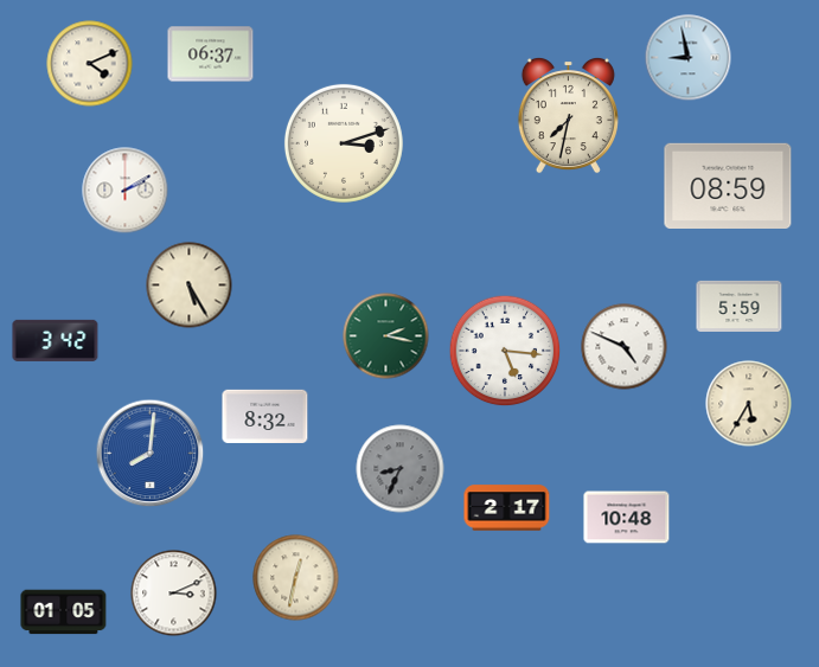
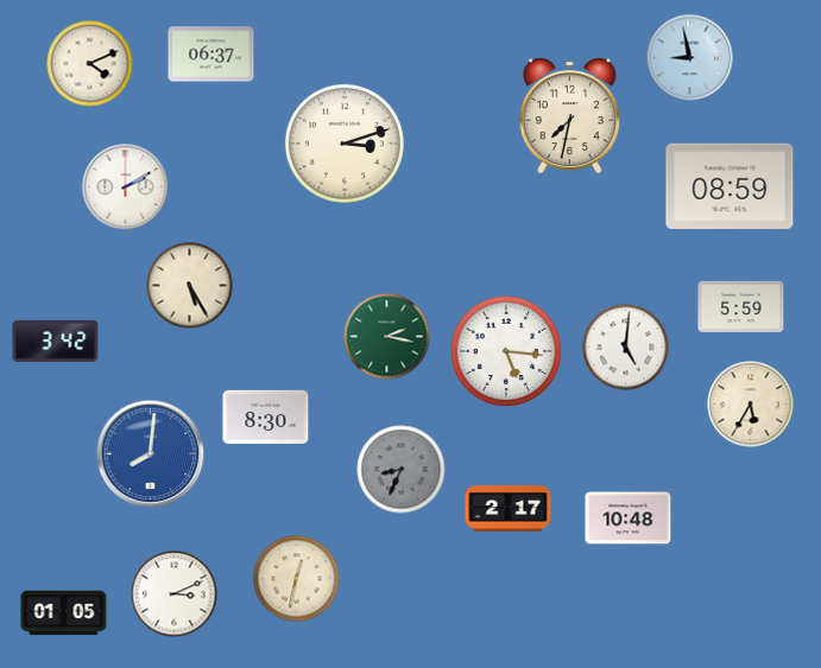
clock at (126, 191) position: (126, 191) -> (126, 187)
clock at (625, 347): 4:49 -> 5:01
clock at (265, 416): 8:32 -> 8:30
